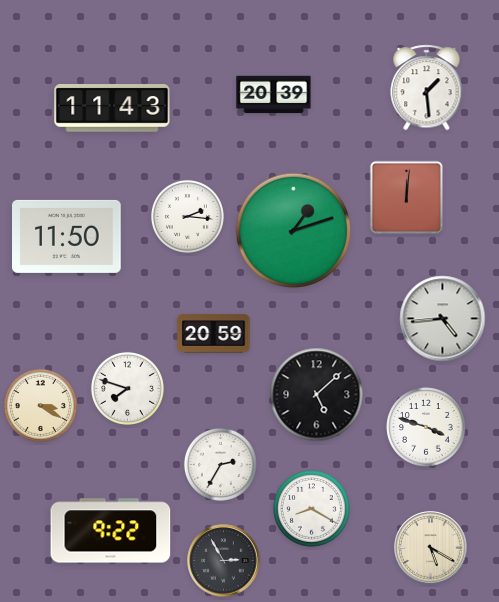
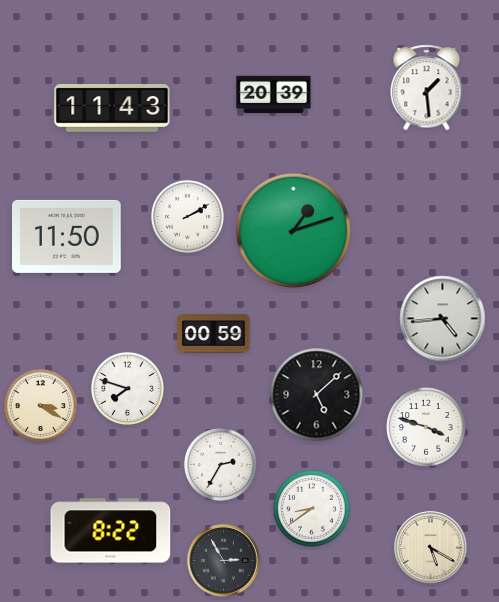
clock at (406, 197): 12:01 -> none
clock at (187, 216): 2:16 -> 2:10
clock at (214, 334): 20:59 -> 00:59
clock at (312, 509): 8:20 -> 8:39
clock at (111, 531): 9:22 -> 8:22
